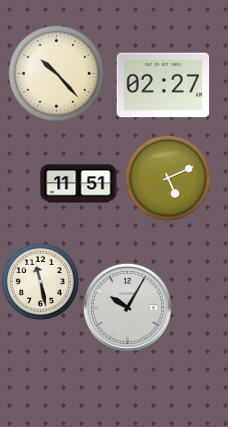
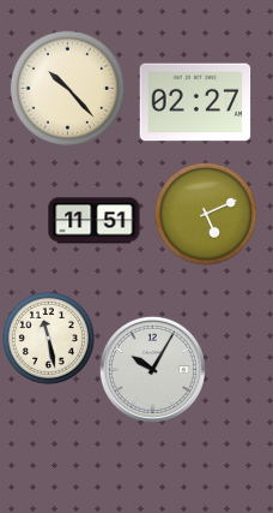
clock at (168, 178) position: (168, 178) -> (206, 214)
